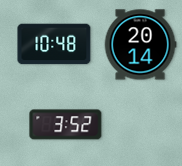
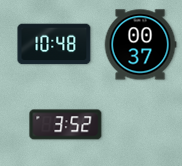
clock at (140, 45): 20:14 -> 00:37
